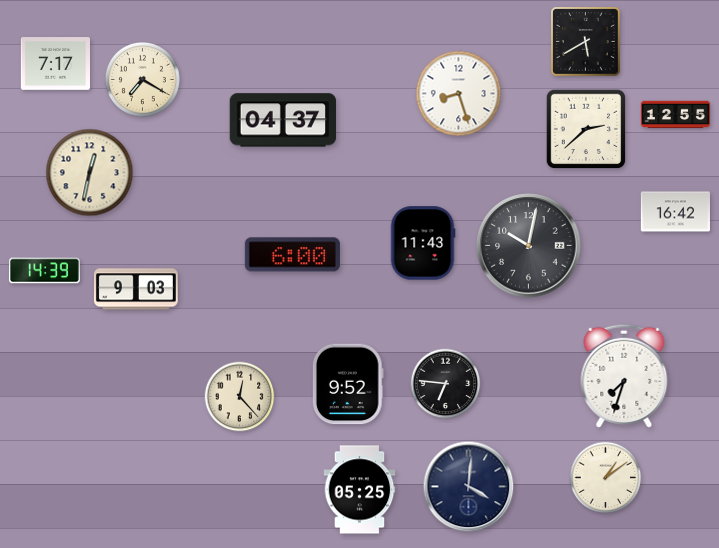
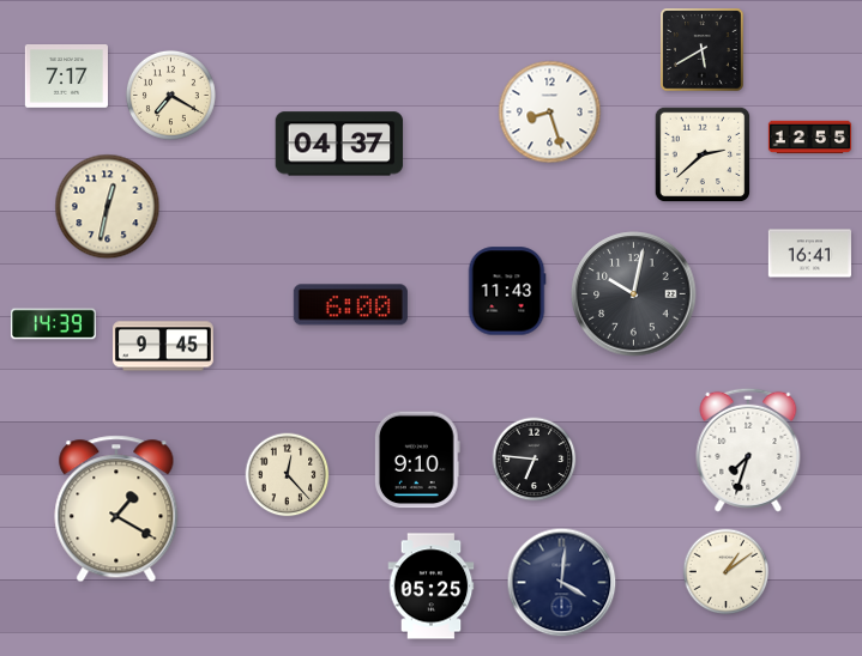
clock at (675, 212): 16:42 -> 16:41
clock at (136, 289): 9:03 -> 9:45
clock at (348, 384): 9:52 -> 9:10
clock at (116, 509): none -> 1:20
